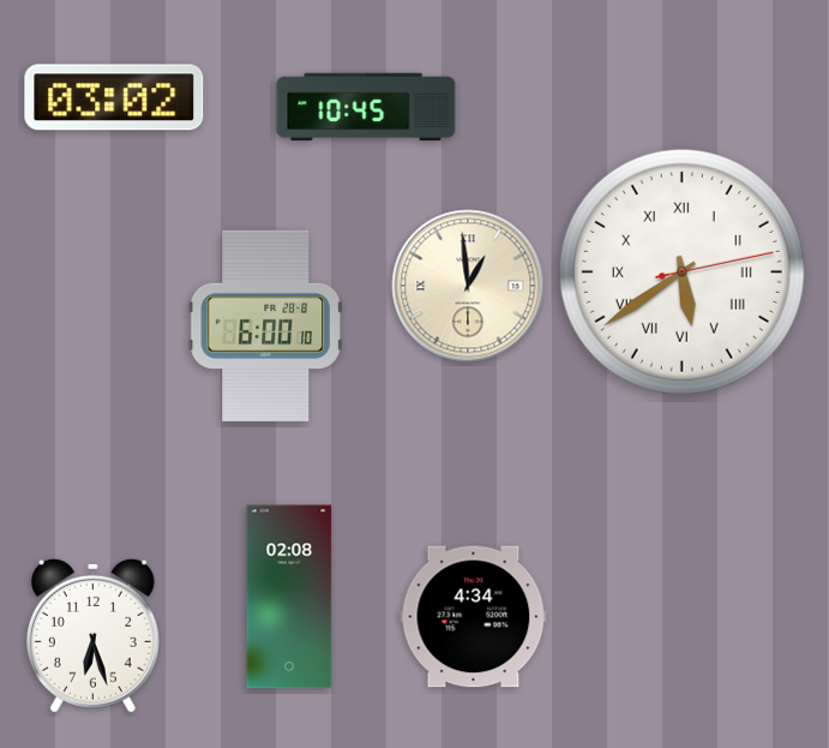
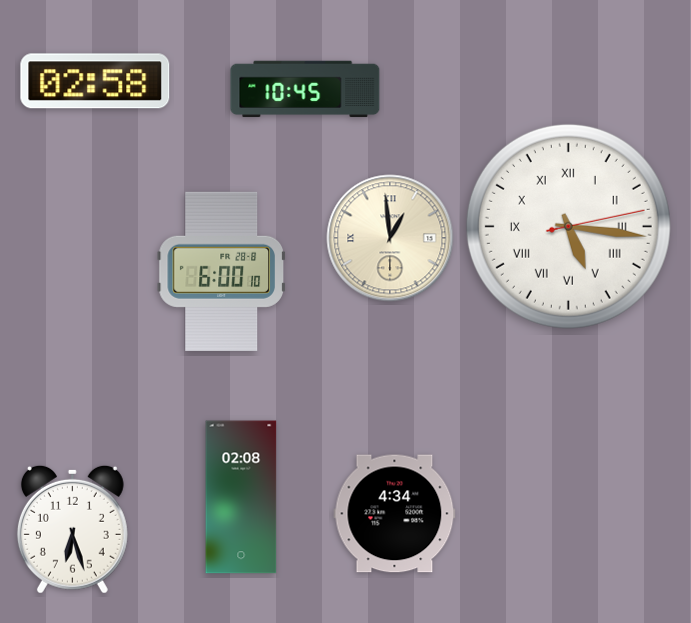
clock at (114, 97): 03:02 -> 02:58
clock at (681, 271): 5:39 -> 5:16
clock at (92, 635) position: (92, 635) -> (72, 529)
